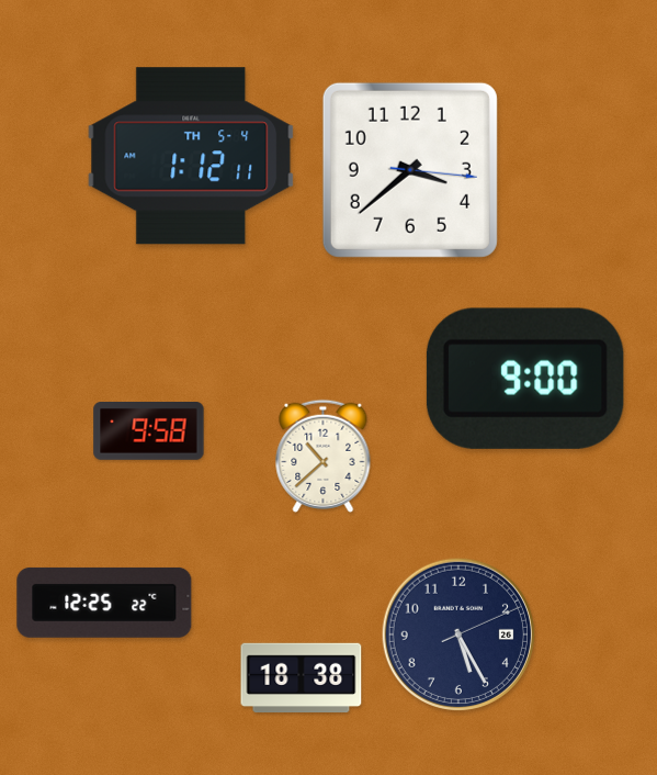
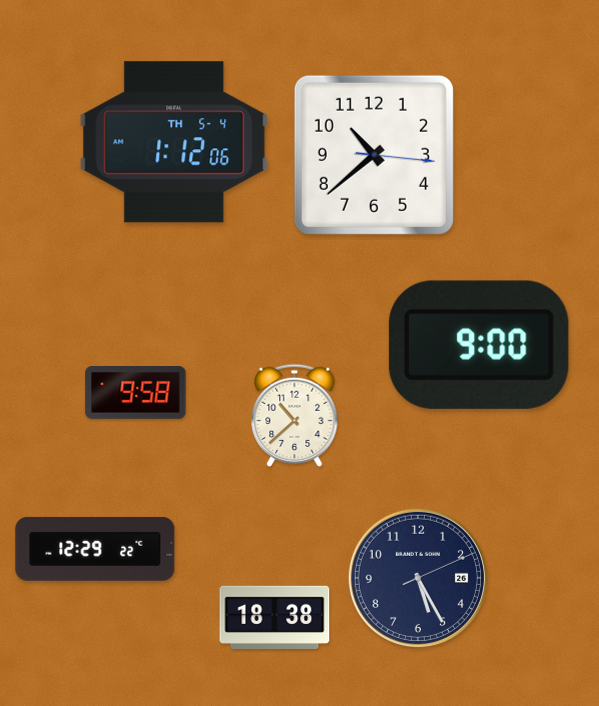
clock at (191, 156): 1:12:11 -> 1:12:06
clock at (410, 170): 3:38 -> 10:38
clock at (104, 603): 12:25 -> 12:29
